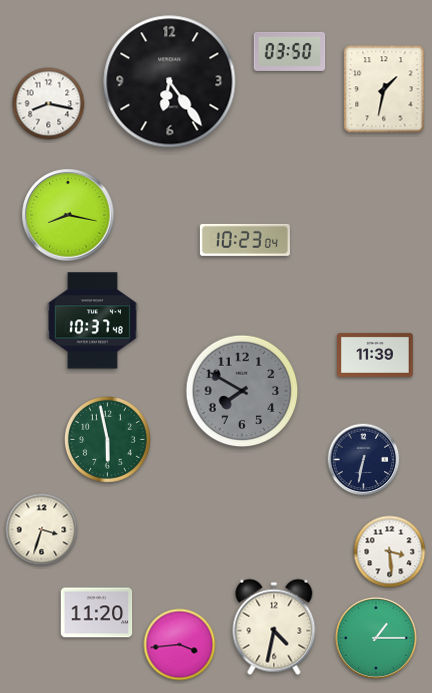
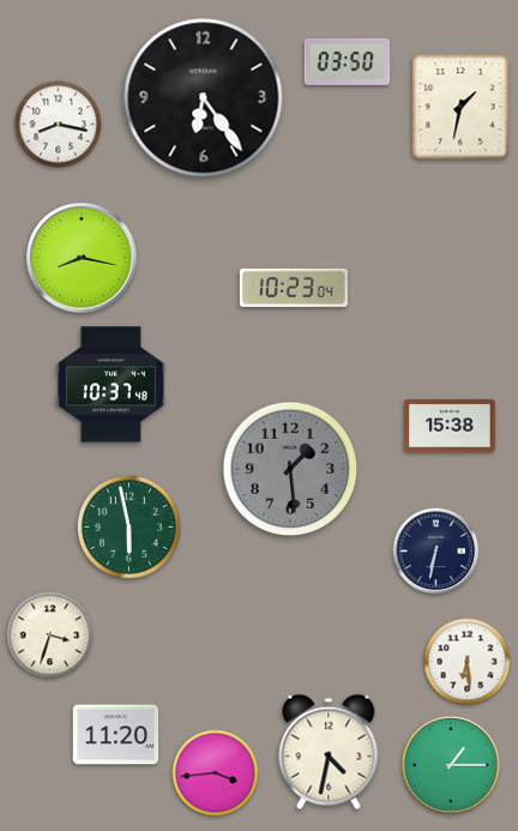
clock at (375, 355): 11:39 -> 15:38
clock at (242, 391): 7:50 -> 1:29
clock at (390, 552): 3:29 -> 6:29
